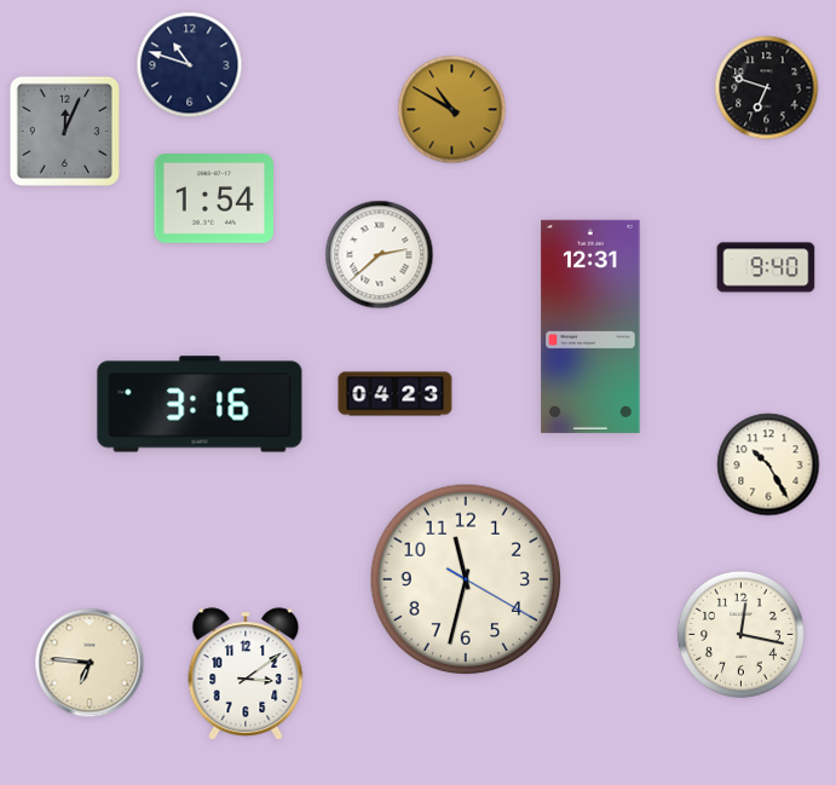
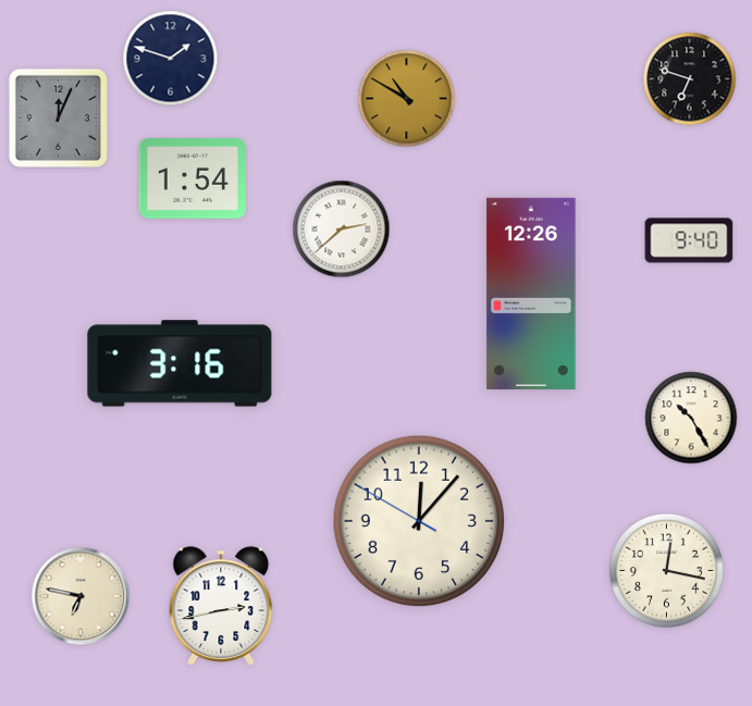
clock at (190, 65): 10:48 -> 1:48
clock at (590, 327): 12:31 -> 12:26
clock at (396, 394): 04:23 -> none
clock at (466, 579): 11:32 -> 12:06
clock at (90, 663): 6:46 -> 6:47
clock at (246, 674): 3:09 -> 2:43
